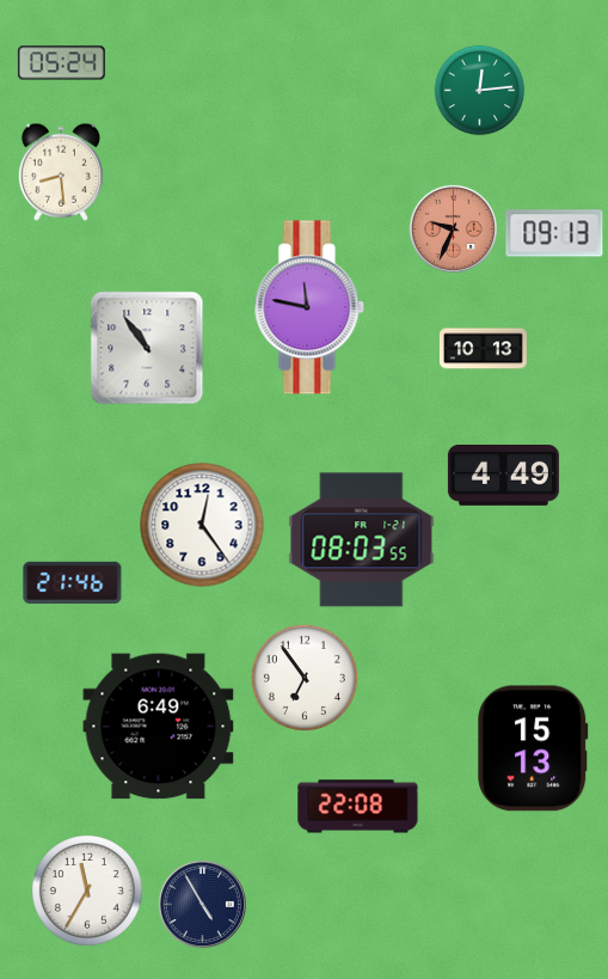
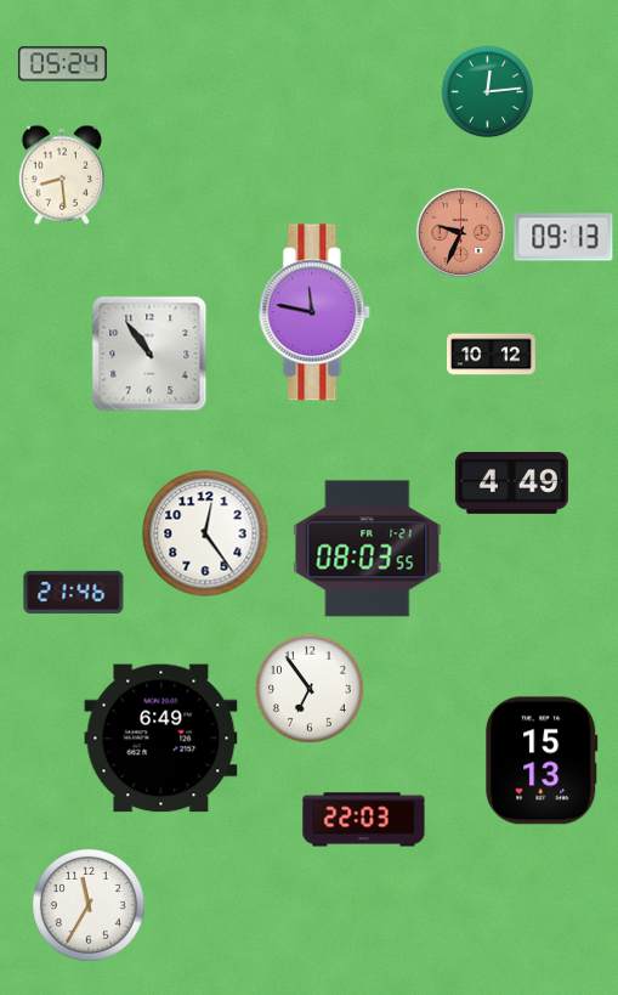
clock at (483, 349): 10:13 -> 10:12
clock at (358, 807): 22:08 -> 22:03
clock at (202, 904): 4:55 -> none
